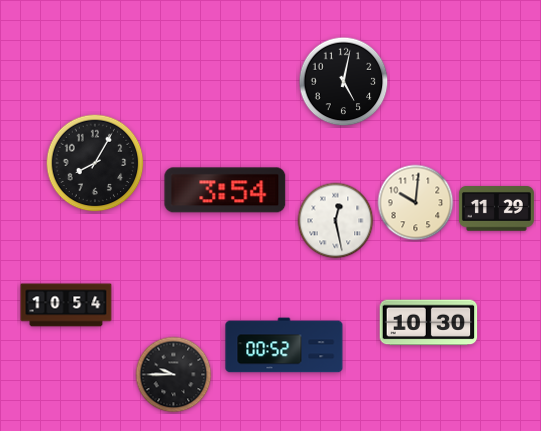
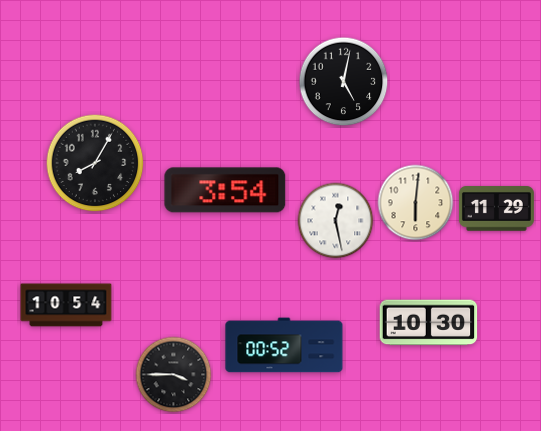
clock at (416, 203): 10:01 -> 6:01
clock at (174, 375): 9:45 -> 3:45
